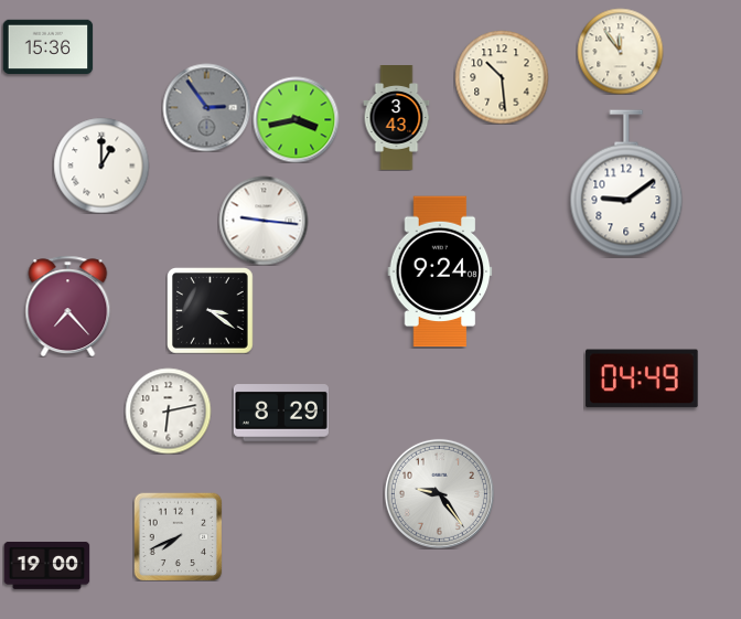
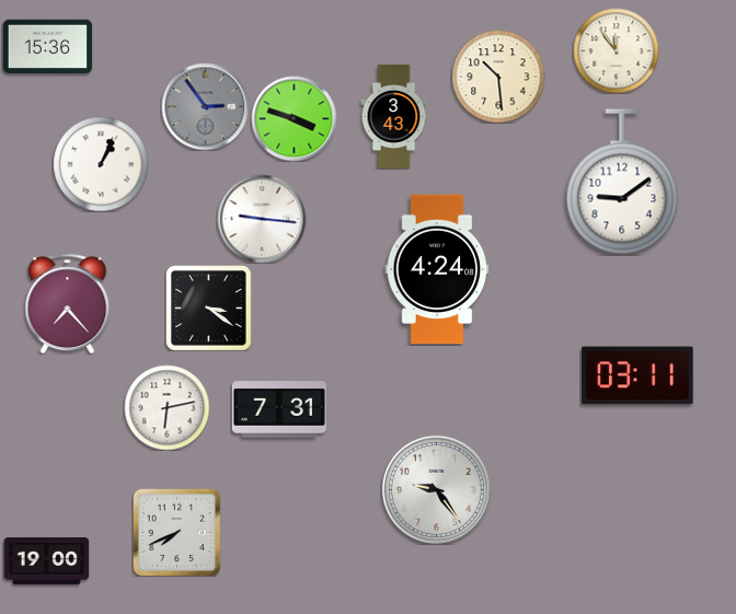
clock at (296, 119): 3:43 -> 3:48
clock at (101, 166): 1:00 -> 1:04
clock at (440, 271): 9:24 -> 4:24
clock at (642, 378): 04:49 -> 03:11
clock at (281, 413): 8:29 -> 7:31
